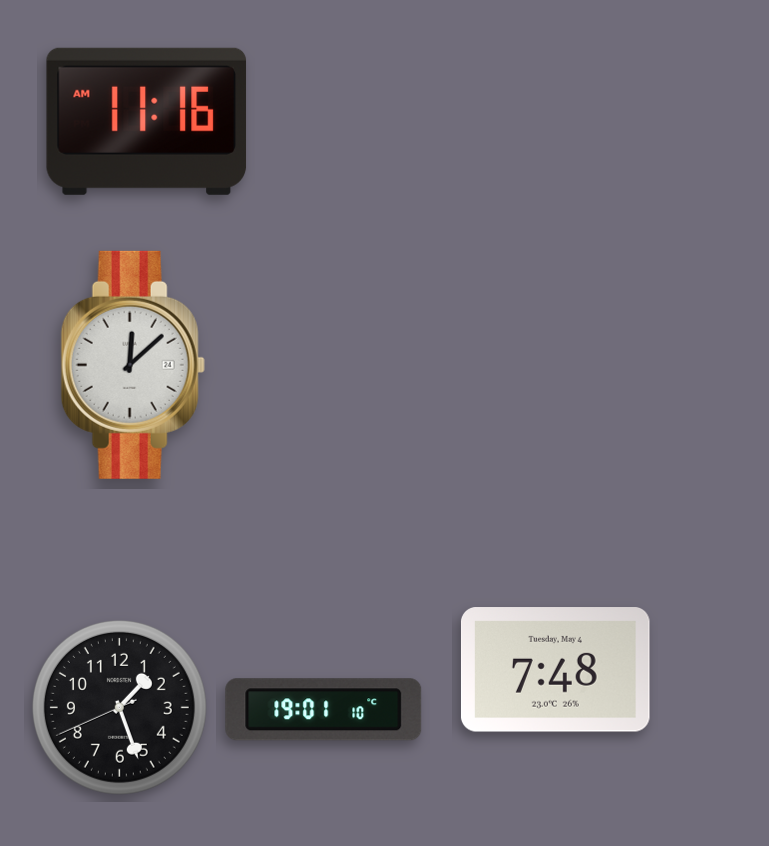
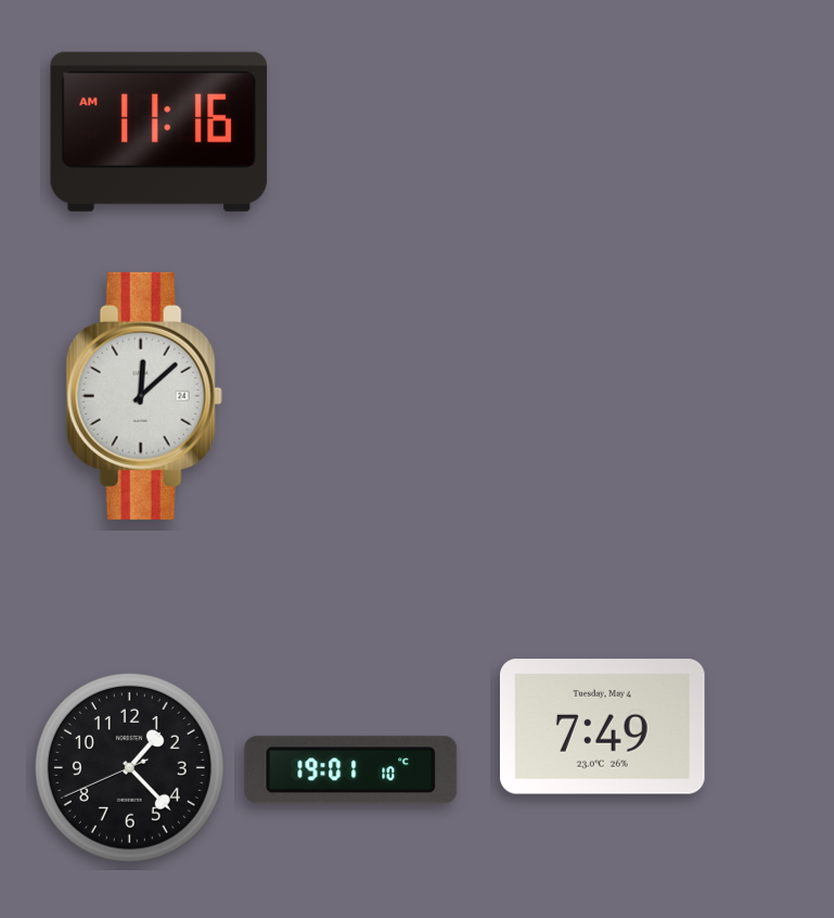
clock at (556, 670): 7:48 -> 7:49
clock at (119, 707): 1:26 -> 1:22
